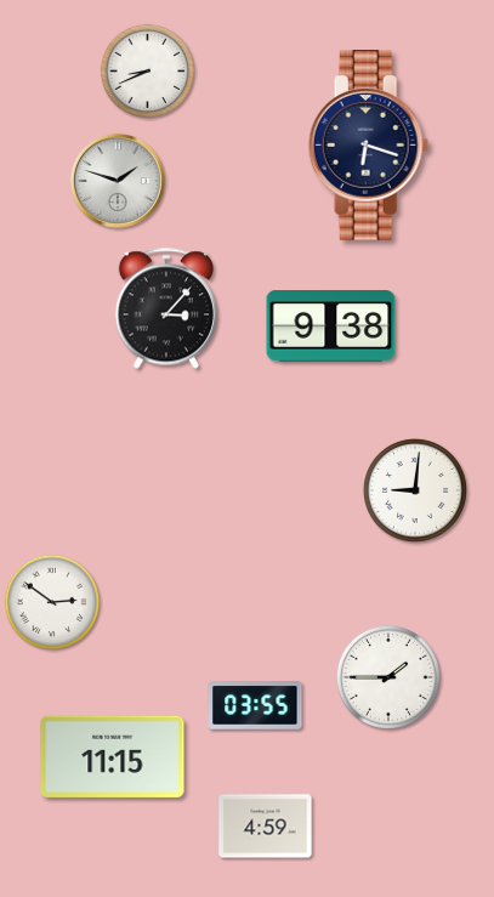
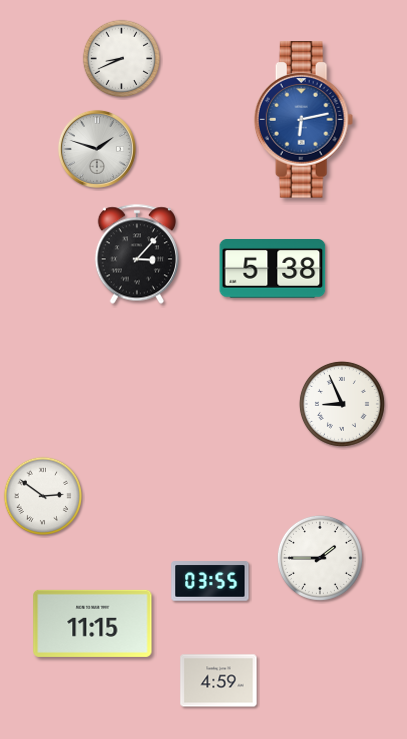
clock at (369, 146): 6:18 -> 6:13
clock at (369, 146) dial: navy -> blue
clock at (331, 327): 9:38 -> 5:38
clock at (415, 490): 9:01 -> 8:56
